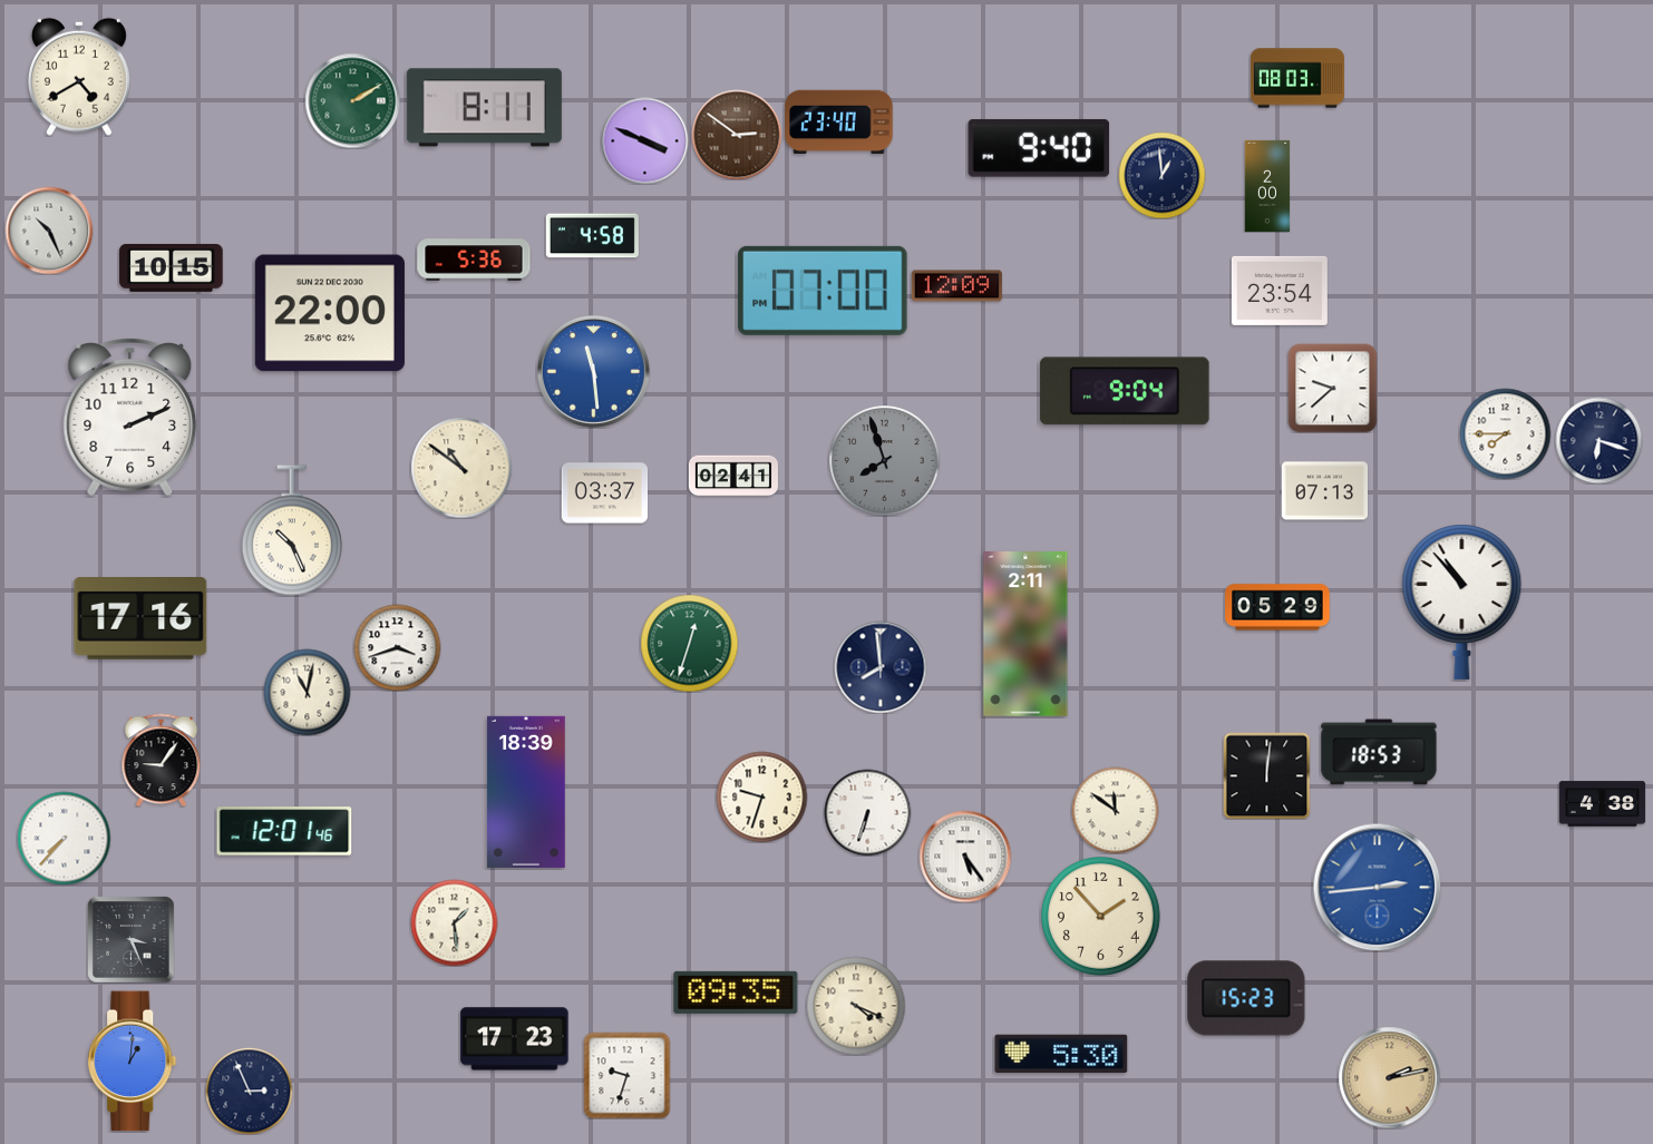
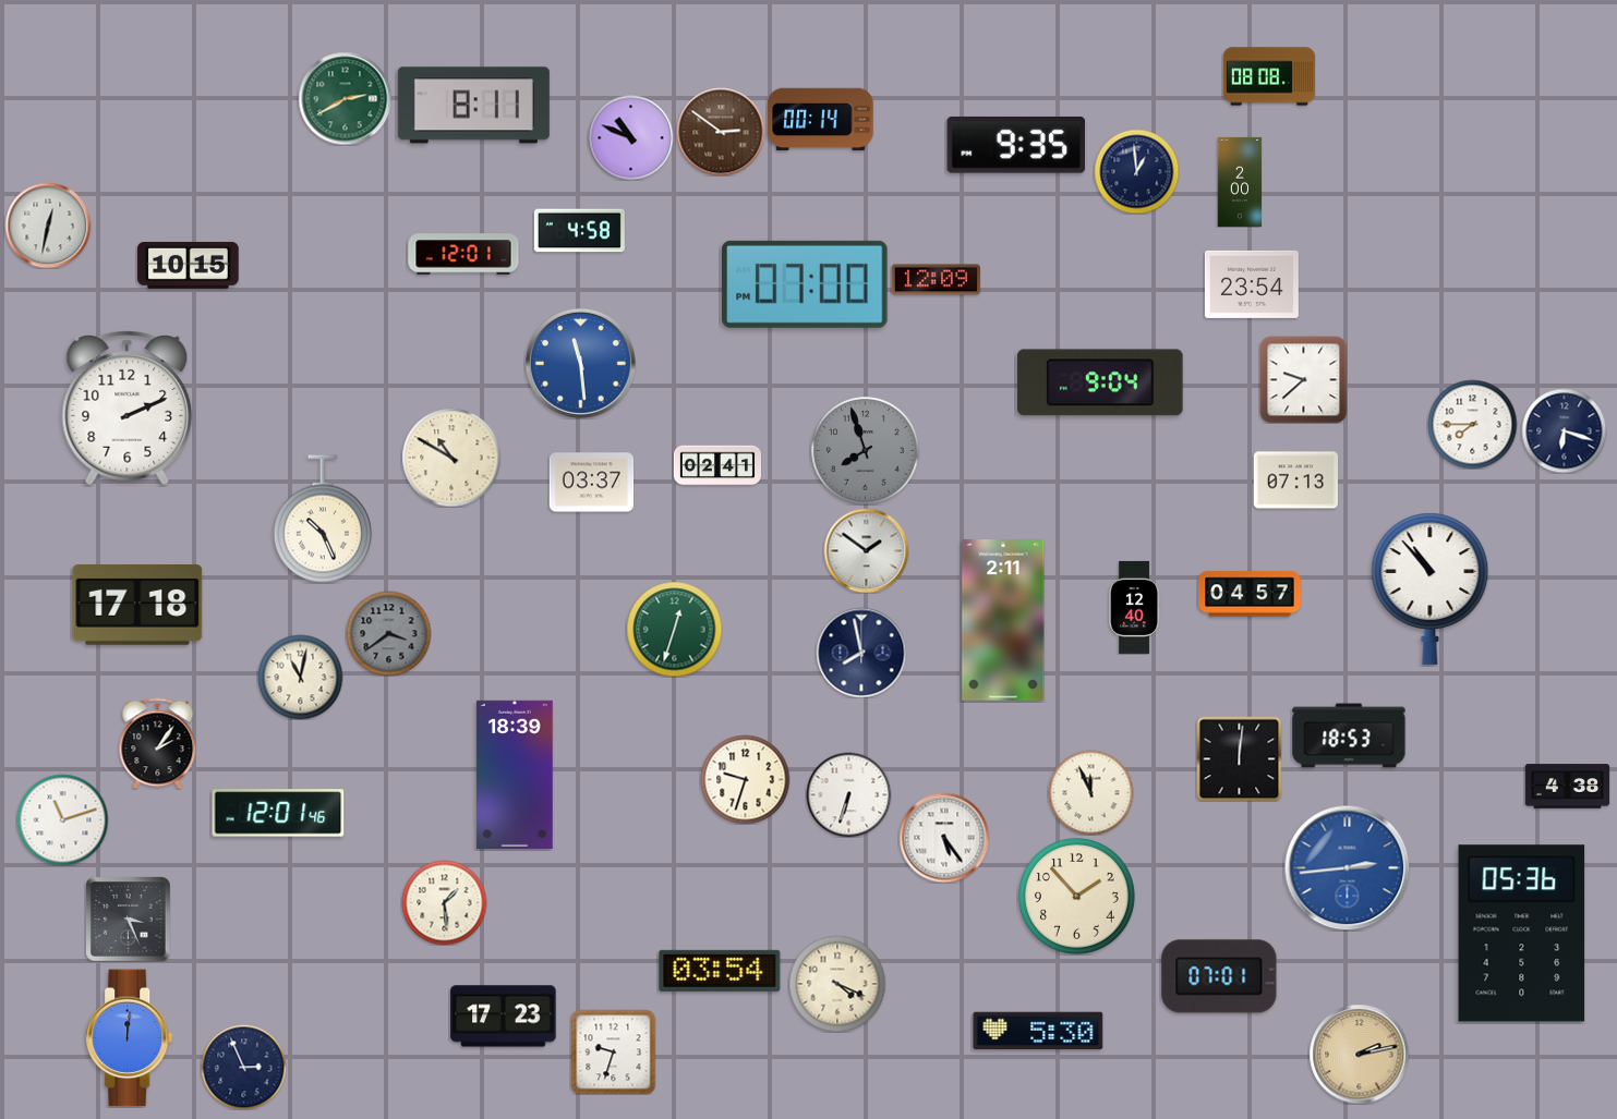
clock at (79, 77): 4:40 -> none
clock at (1297, 78): 08:03 -> 08:08
clock at (352, 100): 2:10 -> 2:40
clock at (839, 123): 23:40 -> 00:14
clock at (644, 140): 3:49 -> 10:49
clock at (1039, 148): 9:40 -> 9:35
clock at (49, 231): 10:26 -> 12:32
clock at (474, 260): 5:36 -> 12:01
clock at (172, 267) position: (172, 267) -> (189, 265)
clock at (330, 313): 22:00 -> none
clock at (461, 468): 10:51 -> 10:50
clock at (292, 530) position: (292, 530) -> (323, 519)
clock at (866, 550): none -> 1:51
clock at (1277, 607): 05:29 -> 04:57
clock at (140, 619): 17:16 -> 17:18
clock at (1135, 607): none -> 12:40
clock at (397, 647): 3:42 -> 3:39
clock at (397, 647) dial: white -> grey
clock at (881, 667): 7:59 -> 7:58
clock at (162, 760): 9:06 -> 2:06
clock at (1115, 810): 11:51 -> 11:56
clock at (64, 838): 7:37 -> 11:12
clock at (1522, 934): none -> 05:36
clock at (736, 993): 09:35 -> 03:54
clock at (1246, 998): 15:23 -> 07:01
clock at (133, 1062): 1:01 -> 12:01
